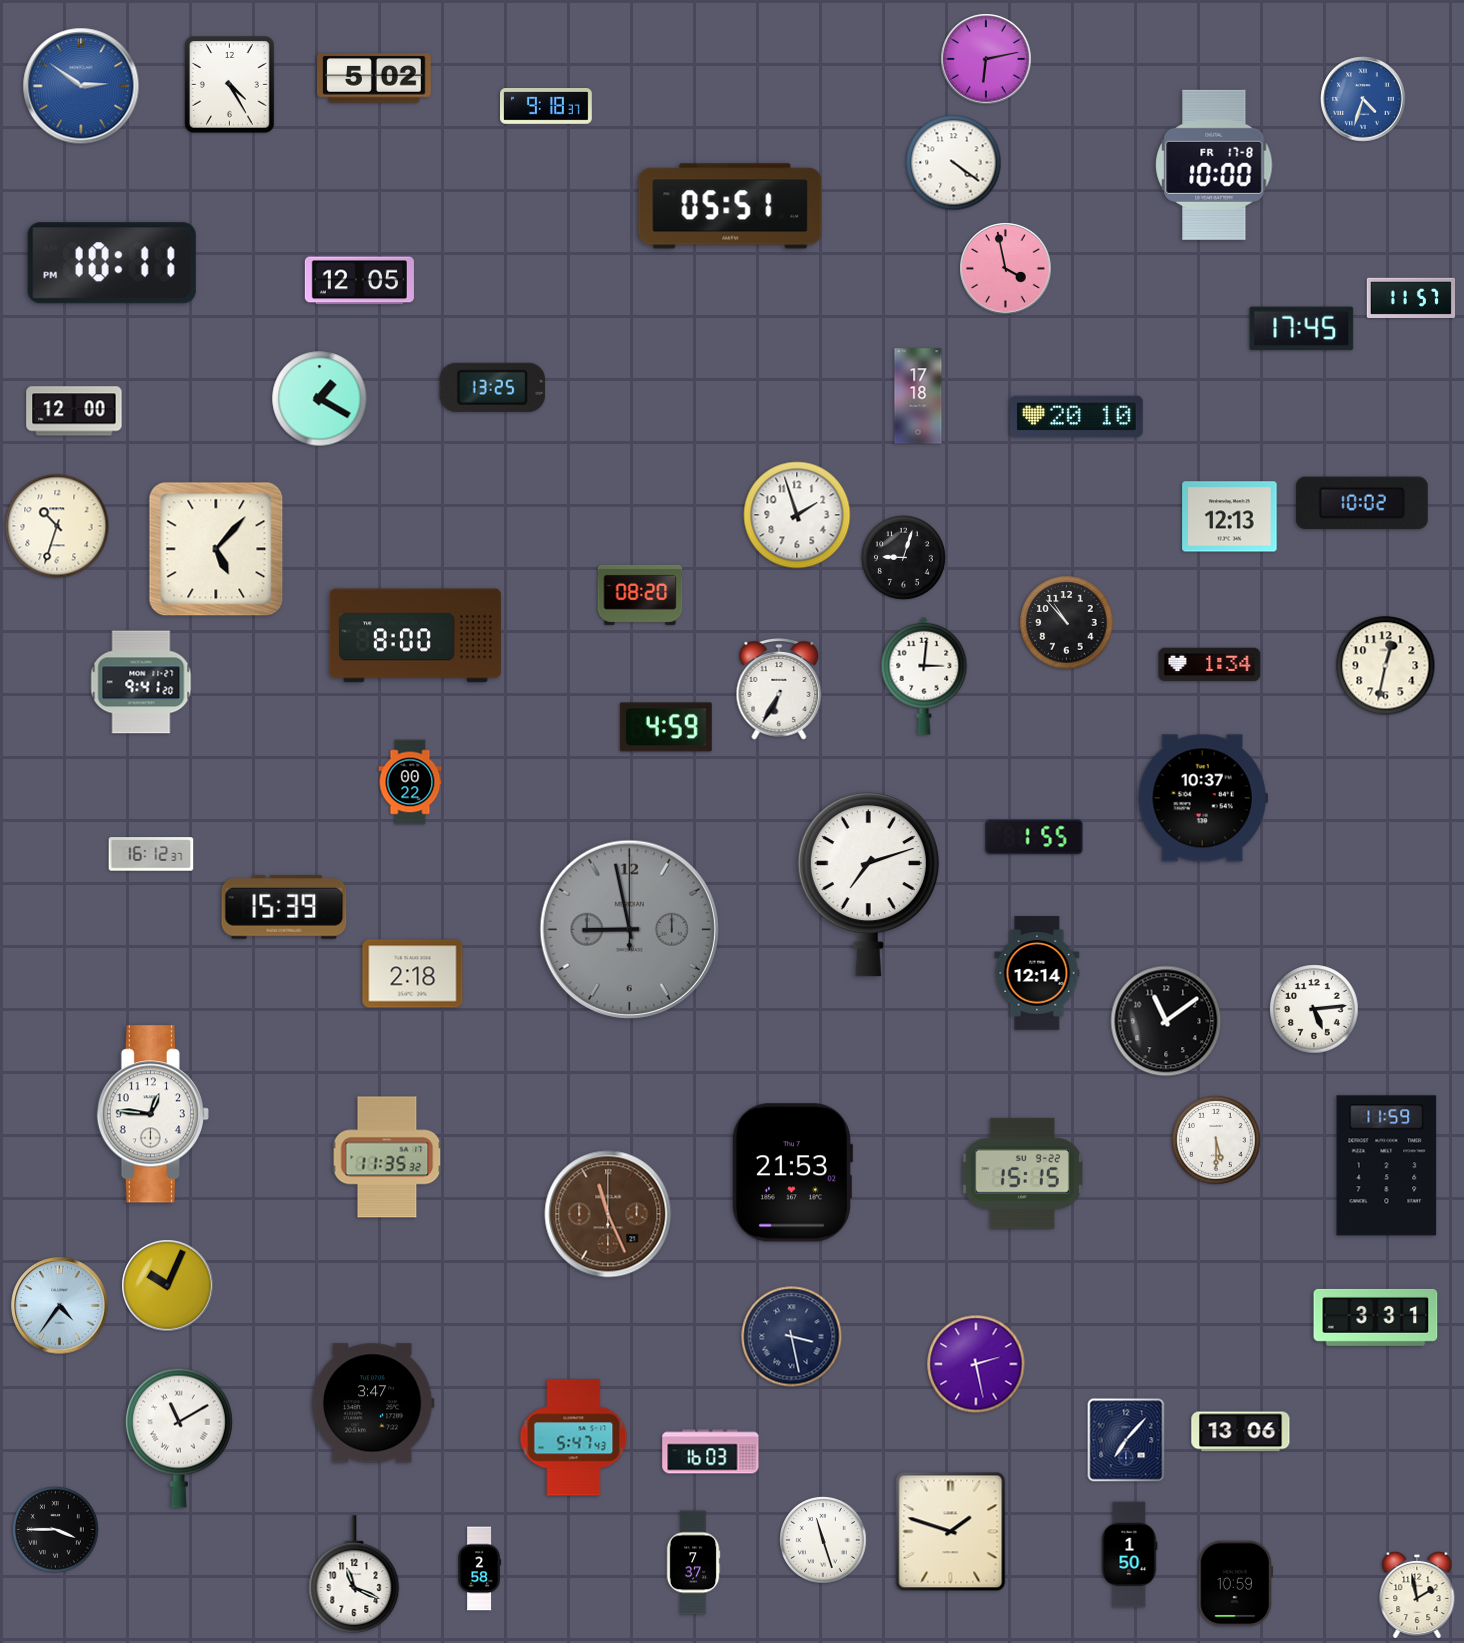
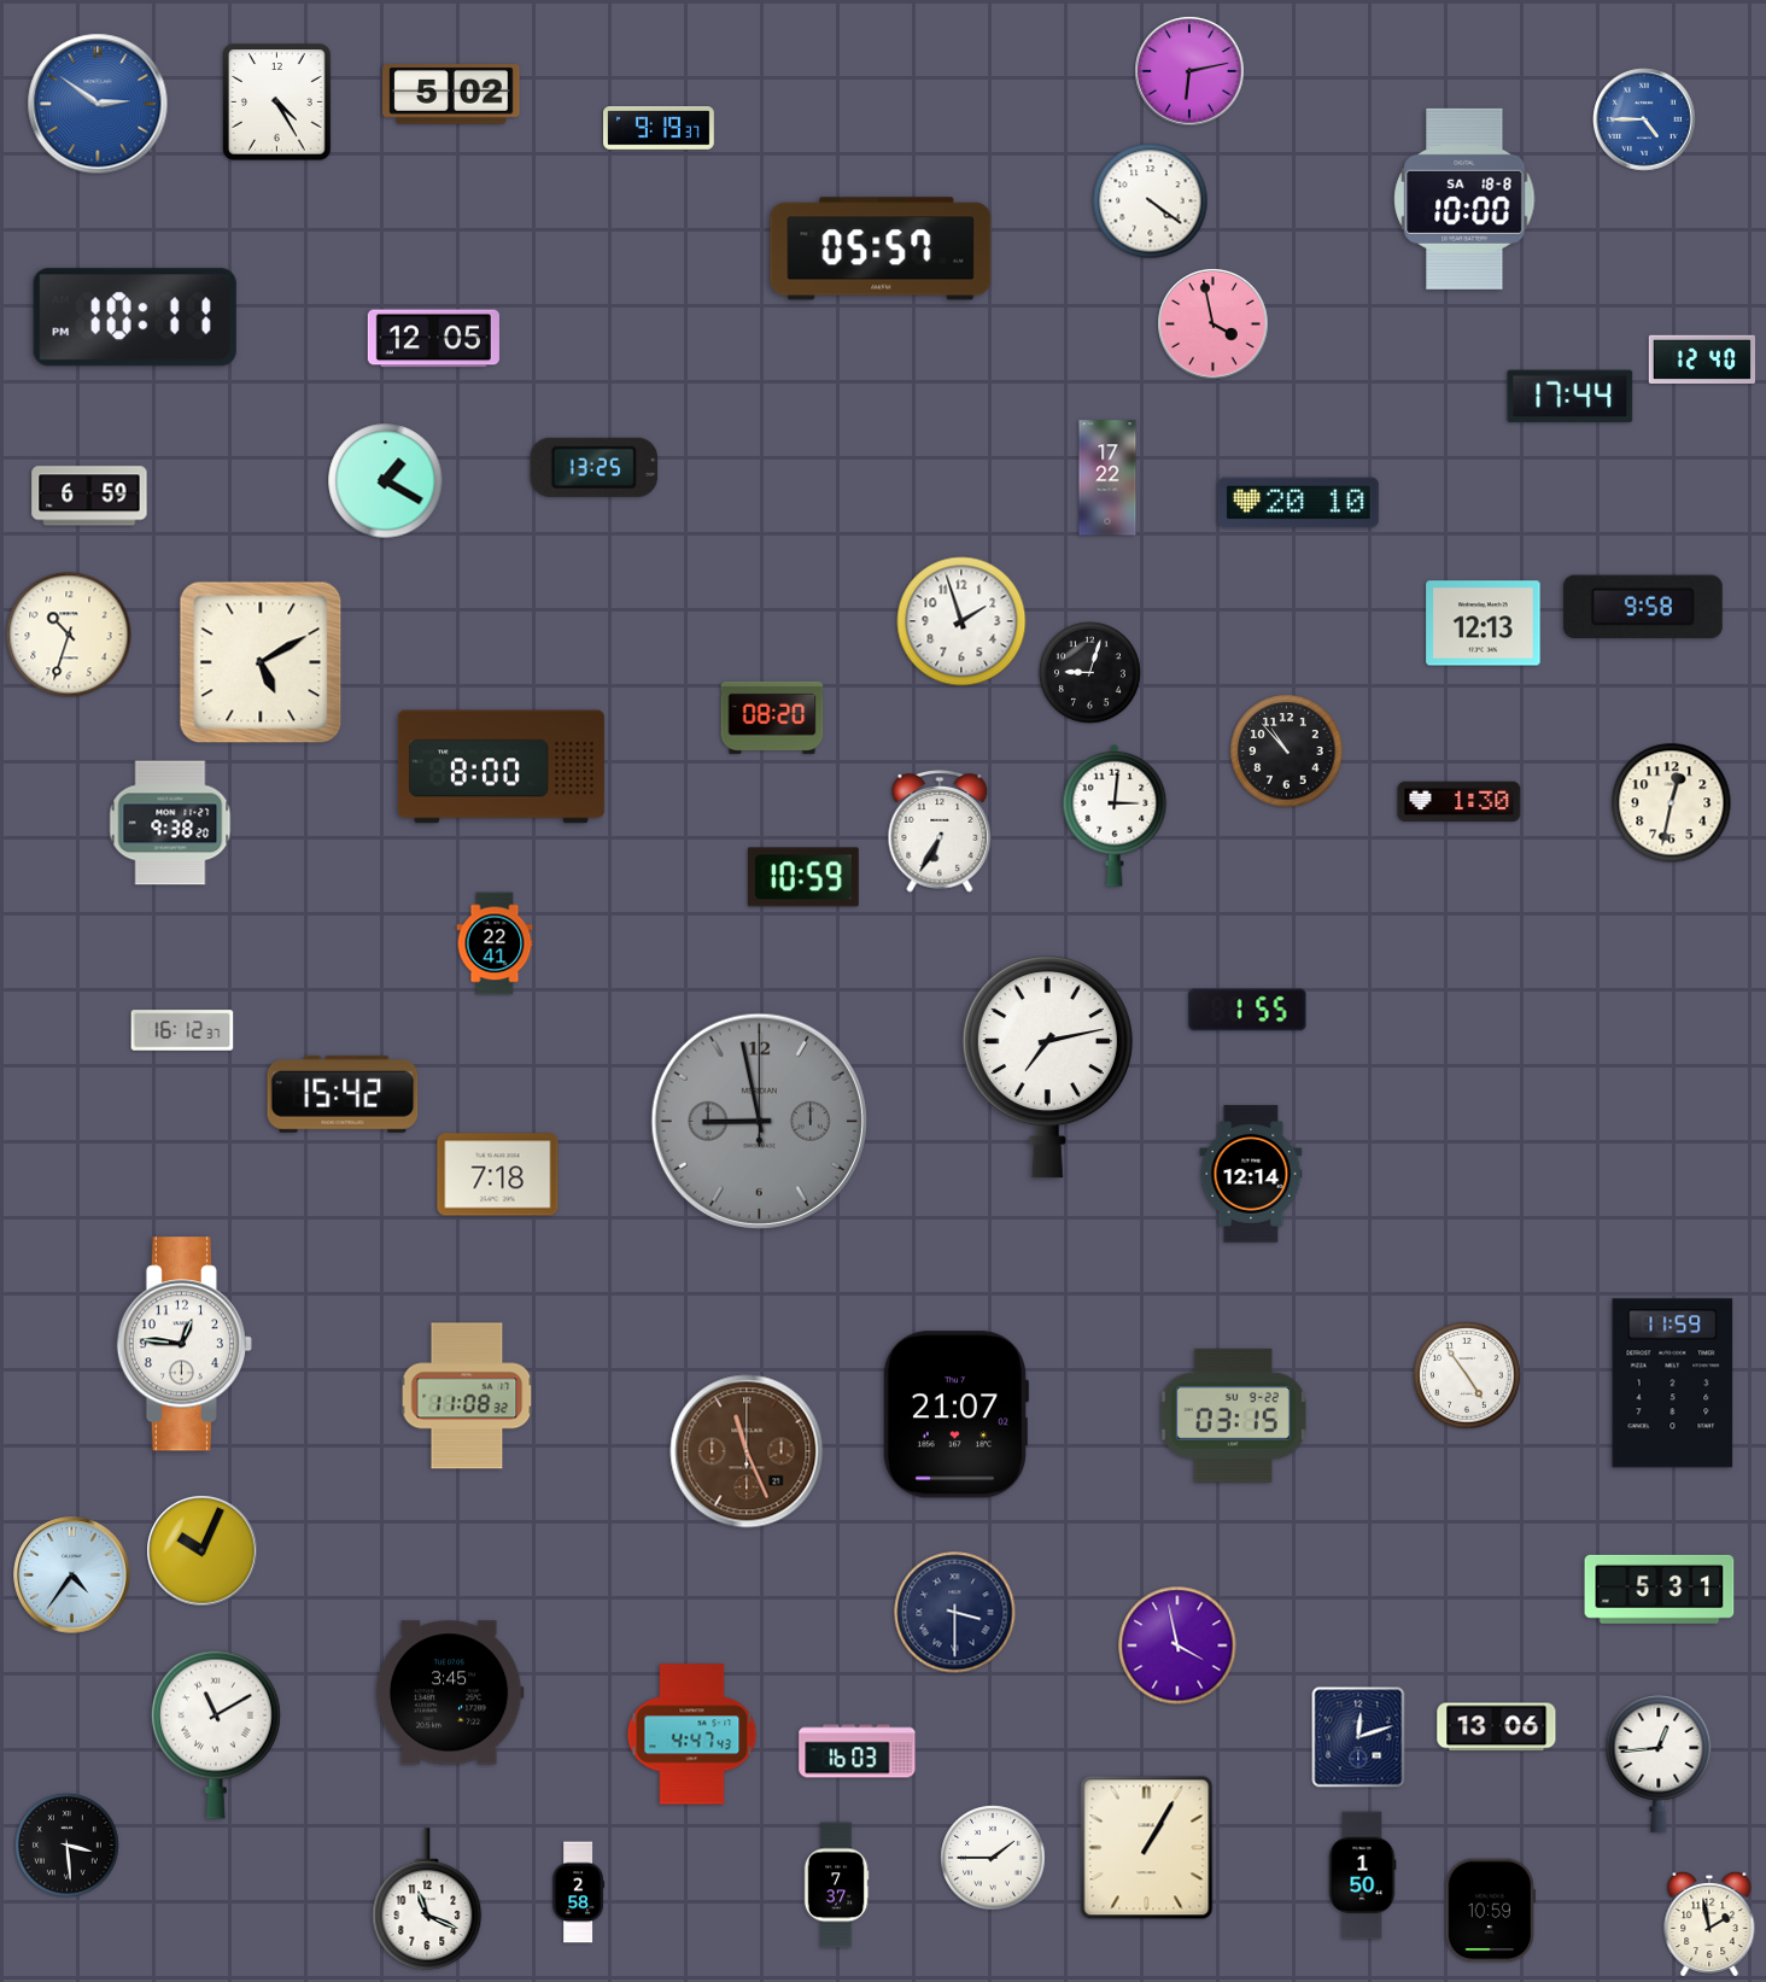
clock at (1363, 99): 4:33 -> 4:45
clock at (547, 107): 9:18 -> 9:19
clock at (954, 163) position: (954, 163) -> (1151, 201)
clock at (1214, 165) date: FR 17-8 -> SA 18-8
clock at (730, 206): 05:51 -> 05:57
clock at (1410, 297): 11:57 -> 12:40
clock at (1302, 329): 17:45 -> 17:44
clock at (918, 396): 17:18 -> 17:22
clock at (74, 411): 12:00 -> 6:59
clock at (1362, 503): 10:02 -> 9:58
clock at (216, 549): 5:07 -> 5:10
clock at (1210, 665): 1:34 -> 1:30
clock at (141, 682): 9:41 -> 9:38
clock at (666, 727): 4:59 -> 10:59
clock at (410, 782): 00:22 -> 22:41
clock at (1203, 798): 10:37 -> none
clock at (868, 885): 7:12 -> 7:13
clock at (284, 907): 15:39 -> 15:42
clock at (413, 974): 2:18 -> 7:18
clock at (1314, 1009): 5:14 -> none
clock at (1166, 1021): 11:09 -> none
clock at (1216, 1140): 5:30 -> 4:54
clock at (387, 1157): 11:35 -> 11:08
clock at (1387, 1166) position: (1387, 1166) -> (1673, 1384)
clock at (792, 1173): 21:53 -> 21:07
clock at (1022, 1173): 15:15 -> 03:15
clock at (608, 1214) position: (608, 1214) -> (747, 1451)
clock at (1376, 1317): 3:31 -> 5:31
clock at (792, 1337): 3:28 -> 3:30
clock at (976, 1364): 2:28 -> 3:58
clock at (373, 1403): 3:47 -> 3:45
clock at (574, 1438): 5:47 -> 4:47
clock at (1126, 1440): 7:07 -> 12:12
clock at (1659, 1764): none -> 12:44
clock at (56, 1530): 3:45 -> 3:29
clock at (951, 1532): 1:48 -> 1:05
clock at (823, 1540): 11:27 -> 1:45
